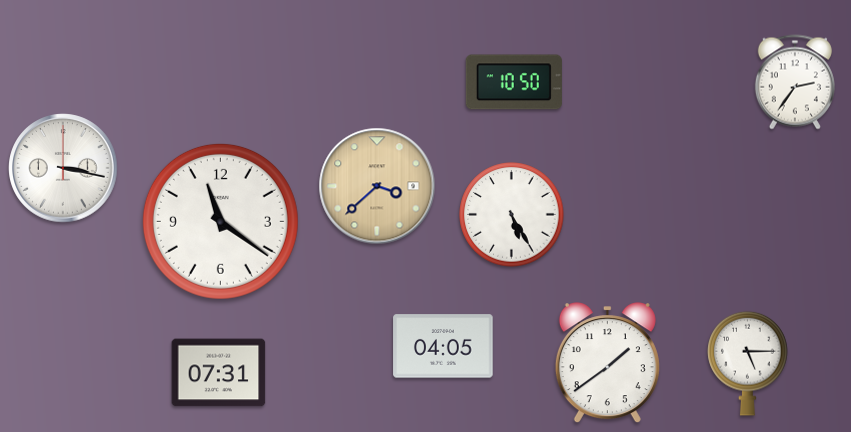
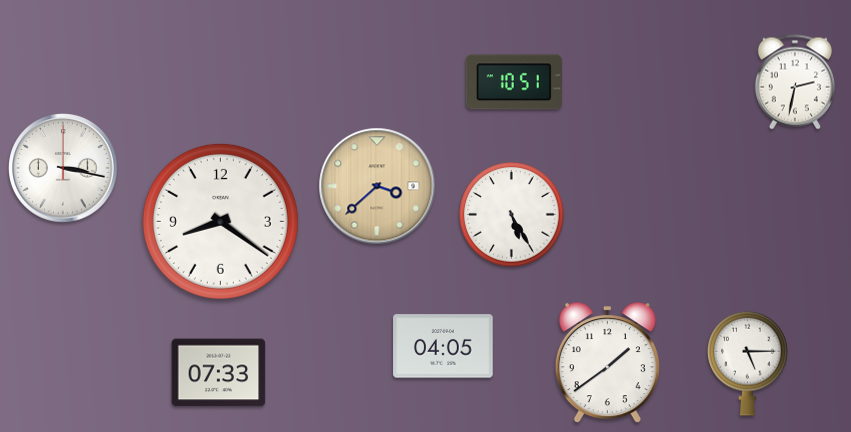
clock at (514, 82): 10:50 -> 10:51
clock at (795, 82): 2:36 -> 2:32
clock at (220, 221): 11:21 -> 8:21
clock at (219, 373): 07:31 -> 07:33
